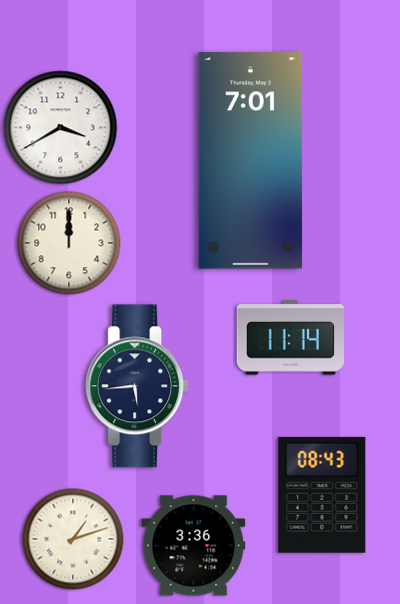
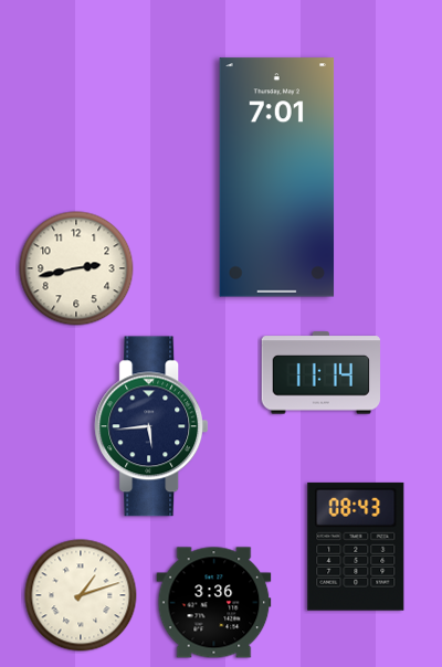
clock at (61, 128): 3:40 -> none
clock at (69, 243): 12:00 -> 2:43
